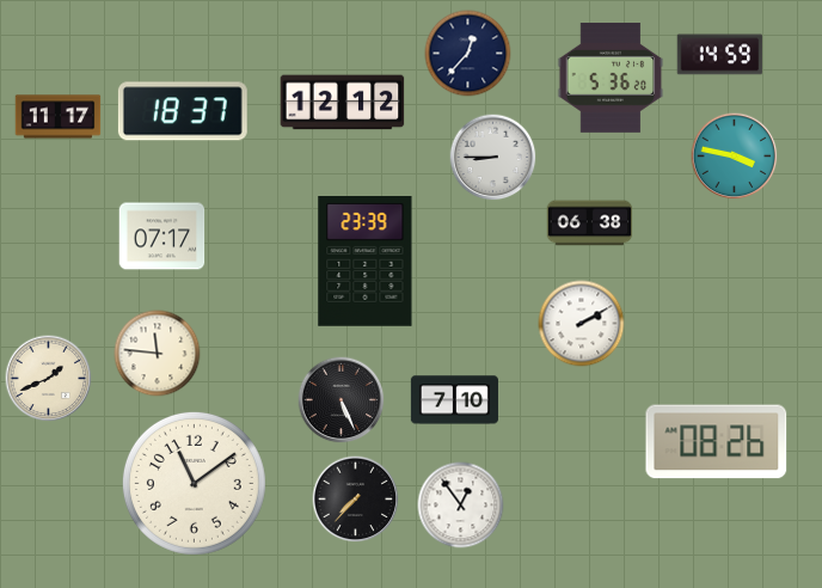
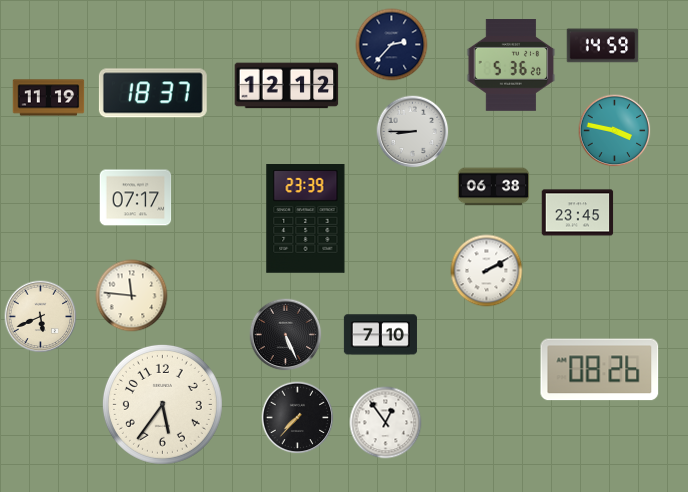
clock at (468, 54): 12:37 -> 2:37
clock at (59, 117): 11:17 -> 11:19
clock at (578, 213): none -> 23:45
clock at (49, 379): 1:41 -> 5:41
clock at (194, 483): 11:09 -> 5:36
